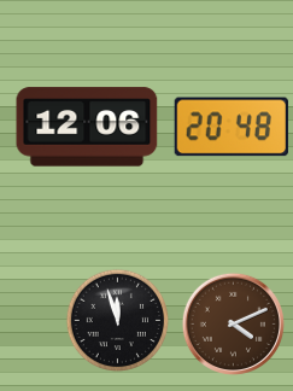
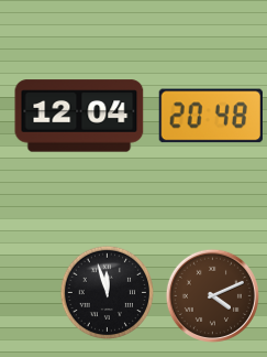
clock at (87, 127): 12:06 -> 12:04
